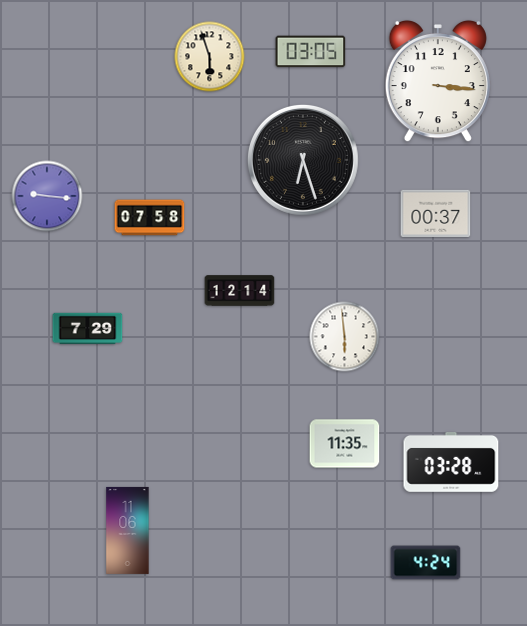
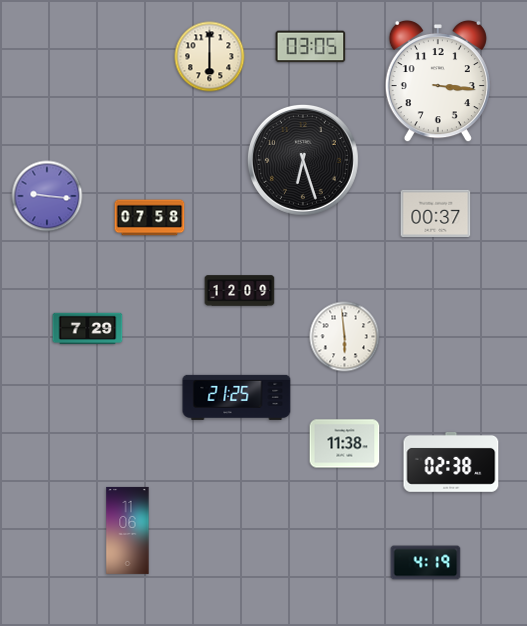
clock at (311, 52) position: (311, 52) -> (311, 47)
clock at (210, 57): 5:57 -> 6:00
clock at (240, 291): 12:14 -> 12:09
clock at (237, 397): none -> 21:25
clock at (345, 444): 11:35 -> 11:38
clock at (451, 463): 03:28 -> 02:38
clock at (426, 563): 4:24 -> 4:19
